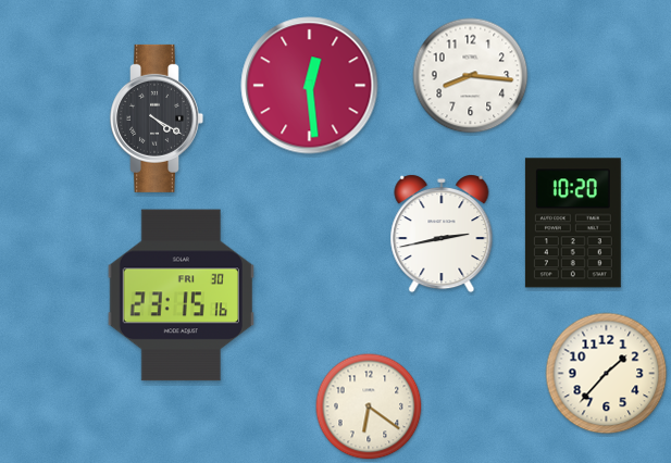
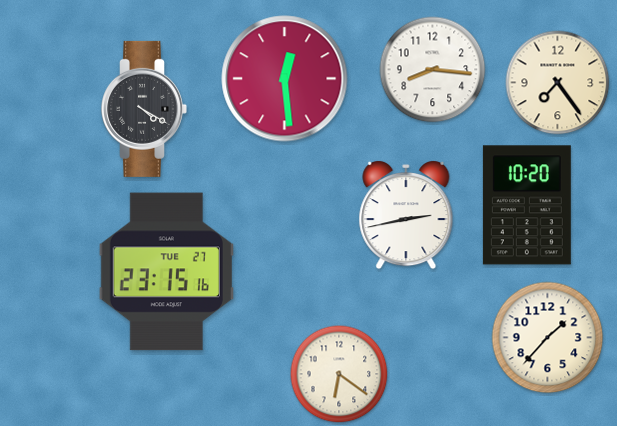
clock at (558, 83): none -> 7:24
clock at (181, 296) date: FRI 30 -> TUE 27
clock at (607, 374) position: (607, 374) -> (548, 338)
